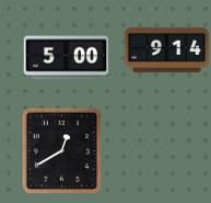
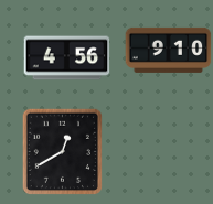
clock at (166, 49): 9:14 -> 9:10
clock at (66, 58): 5:00 -> 4:56
